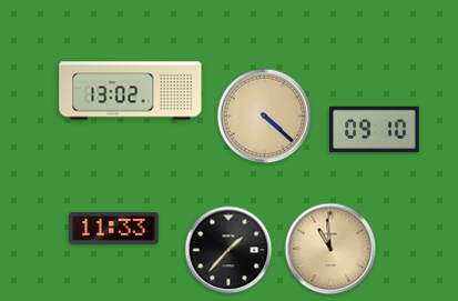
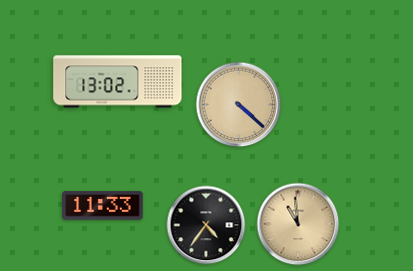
clock at (375, 129): 09:10 -> none
clock at (228, 250): 1:37 -> 4:36
